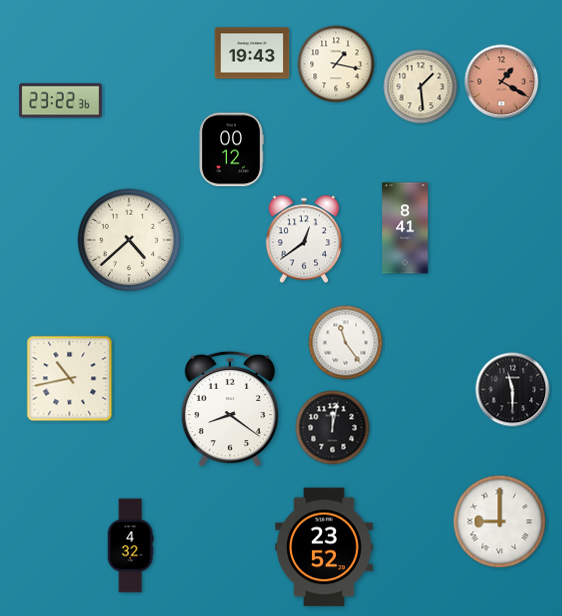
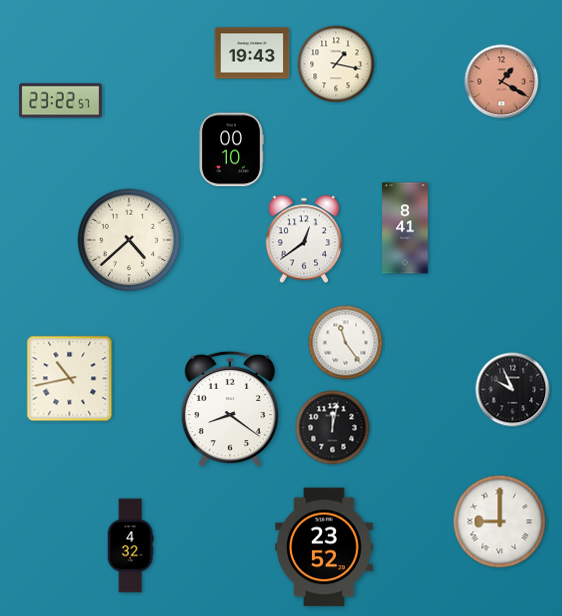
clock at (421, 87): 1:29 -> none
clock at (61, 101): 23:22:36 -> 23:22:57
clock at (231, 150): 00:12 -> 00:10
clock at (513, 390): 11:30 -> 9:56
